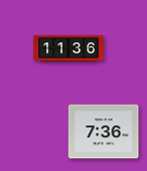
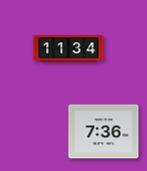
clock at (69, 49): 11:36 -> 11:34
